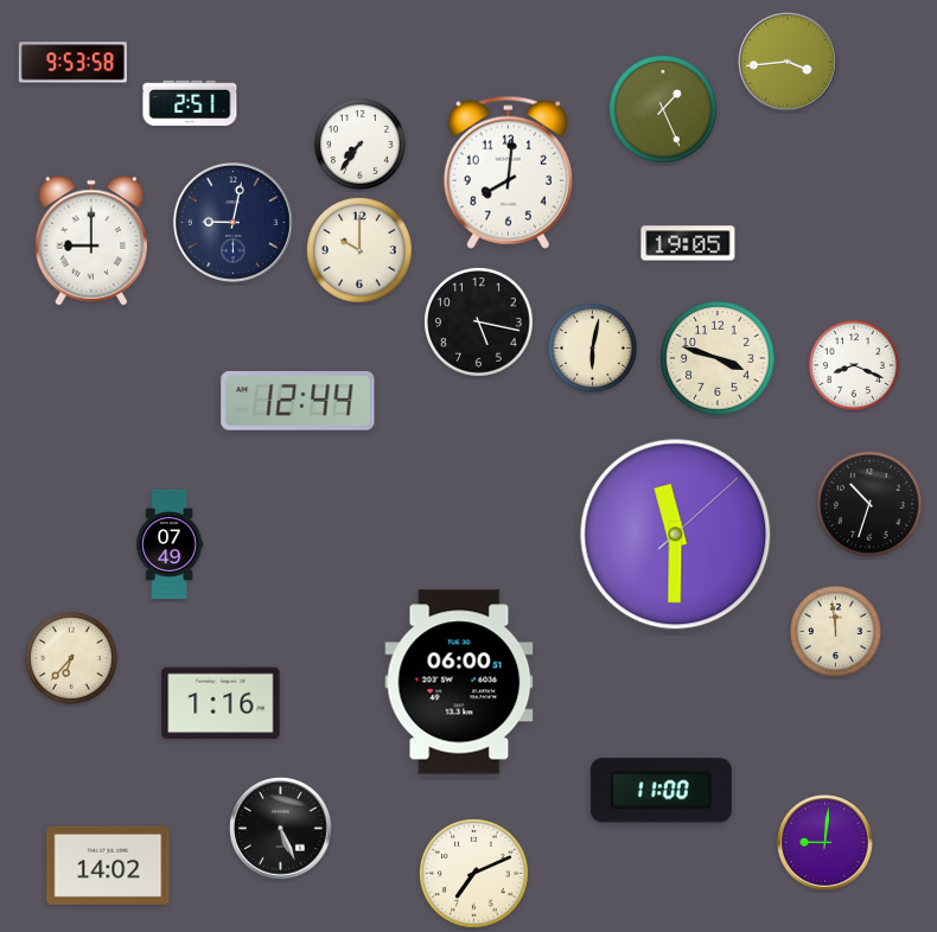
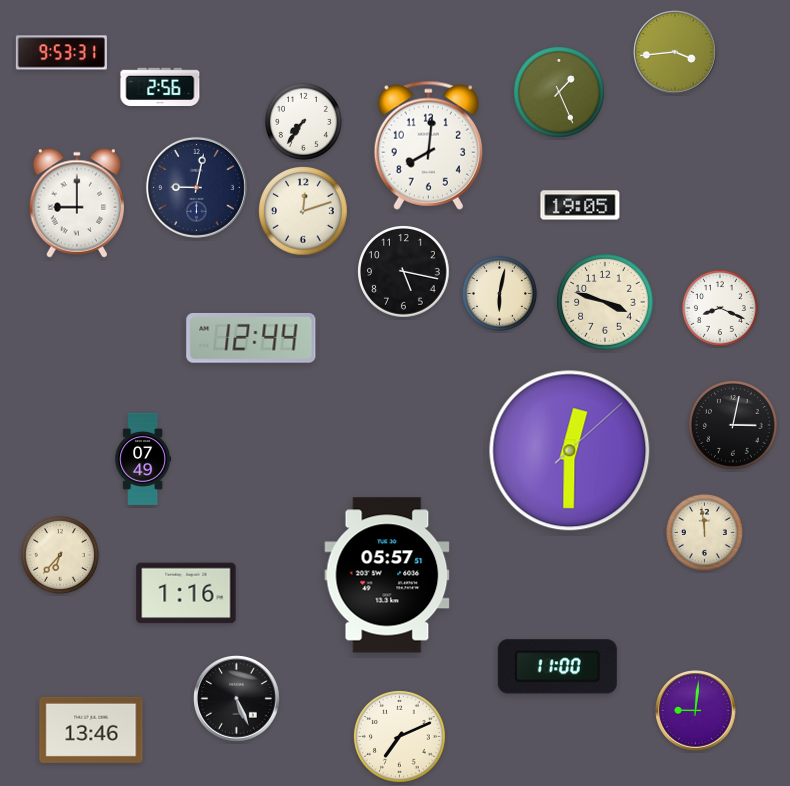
clock at (788, 62) position: (788, 62) -> (675, 52)
clock at (72, 63): 9:53:58 -> 9:53:31
clock at (190, 103): 2:51 -> 2:56
clock at (361, 251): 10:00 -> 12:12
clock at (871, 505): 10:33 -> 3:02
clock at (676, 535): 11:30 -> 12:30
clock at (459, 682): 06:00 -> 05:57
clock at (108, 866): 14:02 -> 13:46
